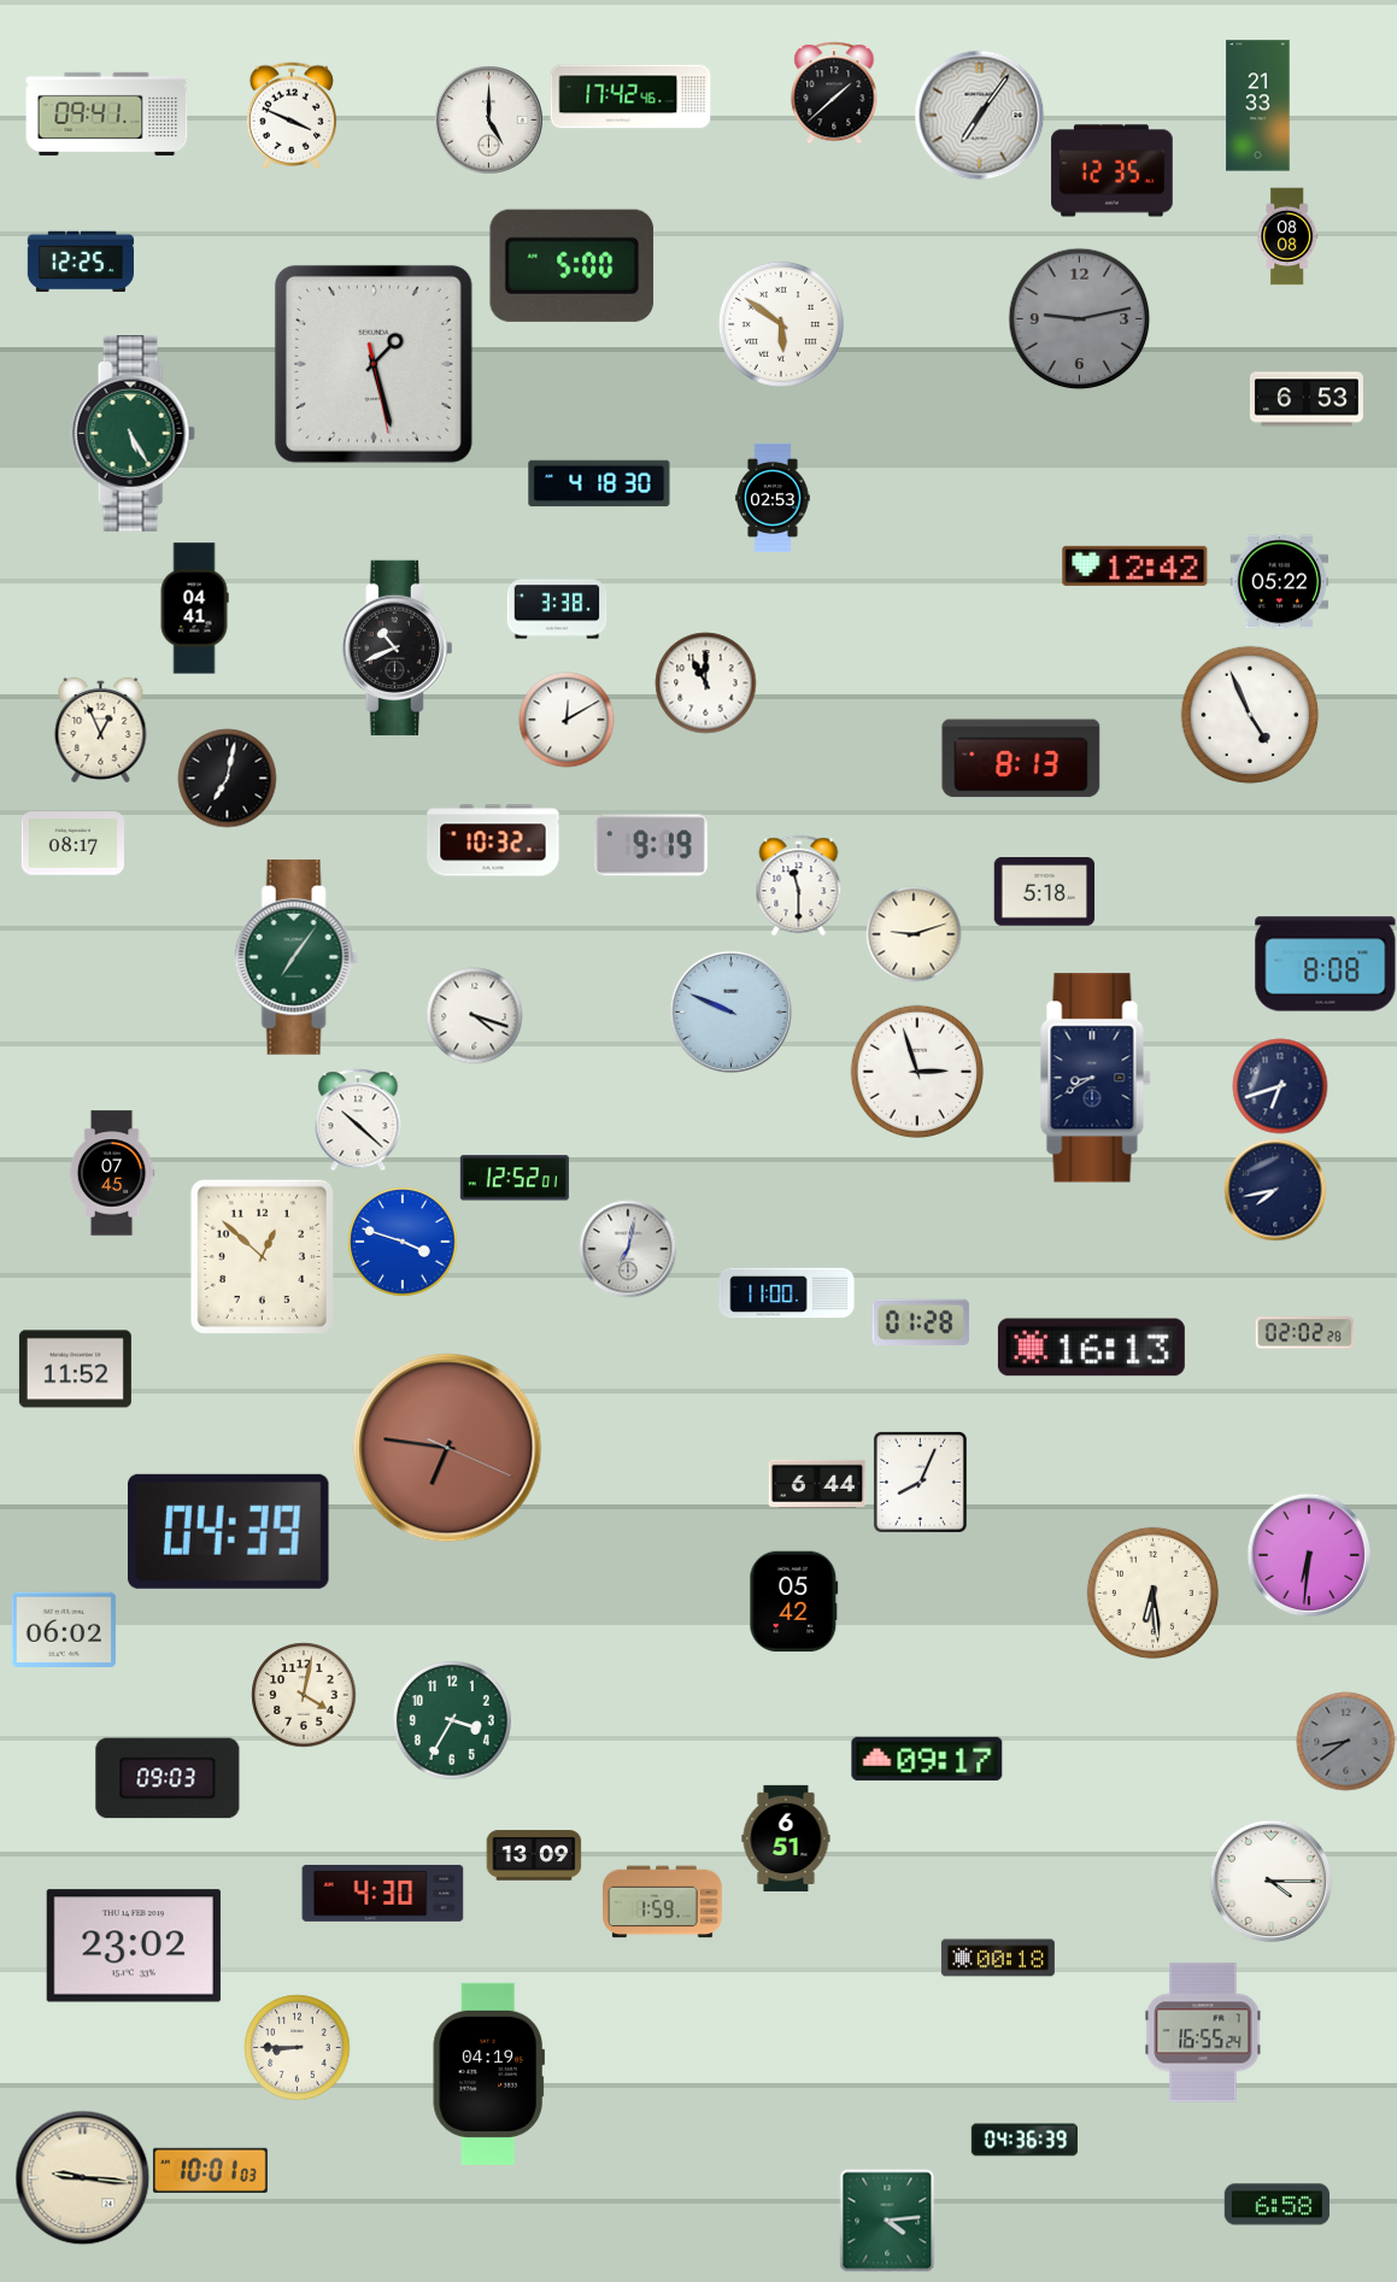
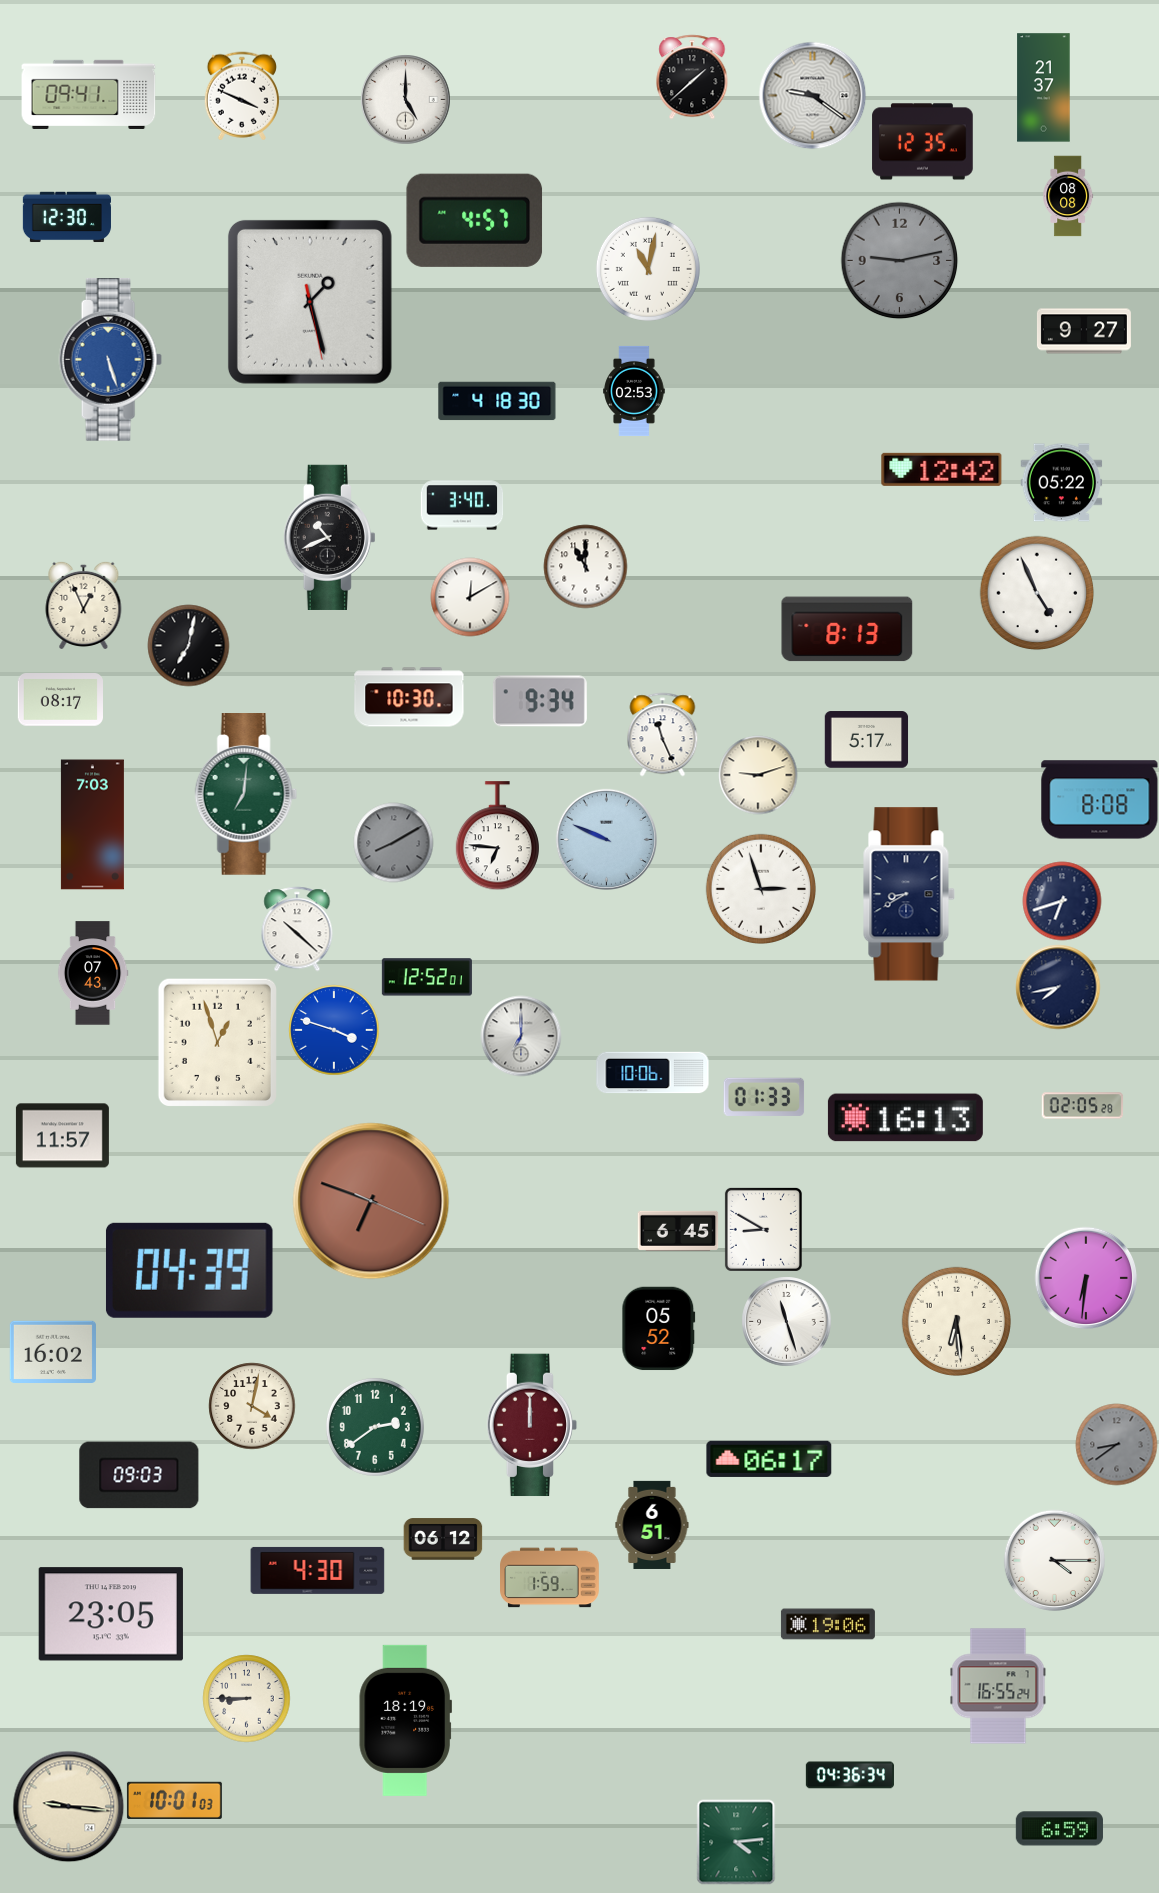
clock at (630, 96): 17:42 -> none
clock at (1258, 106): 21:33 -> 21:37
clock at (979, 115): 7:06 -> 9:21
clock at (81, 262): 12:25 -> 12:30
clock at (573, 265): 5:00 -> 4:57
clock at (1079, 318) position: (1079, 318) -> (899, 260)
clock at (781, 324): 5:51 -> 11:02
clock at (1307, 399): 6:53 -> 9:27
clock at (133, 434): 5:25 -> 5:27
clock at (133, 434) dial: green -> blue
clock at (773, 498) position: (773, 498) -> (634, 391)
clock at (194, 609): 04:41 -> none
clock at (557, 609): 3:38 -> 3:40
clock at (493, 840): 10:32 -> 10:30
clock at (651, 845): 9:19 -> 9:34
clock at (799, 885): 11:30 -> 11:26
clock at (1044, 892): 5:18 -> 5:17
clock at (297, 958): 7:06 -> 7:01
clock at (92, 825): none -> 7:03
clock at (497, 836): none -> 6:46
clock at (474, 1015): 4:18 -> 8:10
clock at (474, 1015) dial: white -> grey
clock at (112, 1173): 07:45 -> 07:43
clock at (628, 1249): 7:02 -> 7:00
clock at (262, 1256): 12:52 -> 12:57
clock at (787, 1293): 11:00 -> 10:06
clock at (921, 1322): 01:28 -> 01:33
clock at (1304, 1333): 02:02 -> 02:05
clock at (75, 1369): 11:52 -> 11:57
clock at (447, 1448): 6:46 -> 6:48
clock at (920, 1482): 8:04 -> 8:50
clock at (817, 1484): 6:44 -> 6:45
clock at (1309, 1555) position: (1309, 1555) -> (1086, 1278)
clock at (786, 1321): none -> 11:27
clock at (794, 1601): 05:42 -> 05:52
clock at (64, 1629): 06:02 -> 16:02
clock at (532, 1425): none -> 12:00
clock at (452, 1720): 3:35 -> 2:39
clock at (927, 1759): 09:17 -> 06:17
clock at (534, 1855): 13:09 -> 06:12
clock at (134, 1946): 23:02 -> 23:05
clock at (998, 1958): 00:18 -> 19:06
clock at (488, 2073): 04:19 -> 18:19
clock at (1025, 2140): 04:36:39 -> 04:36:34
clock at (1276, 2205): 6:58 -> 6:59
